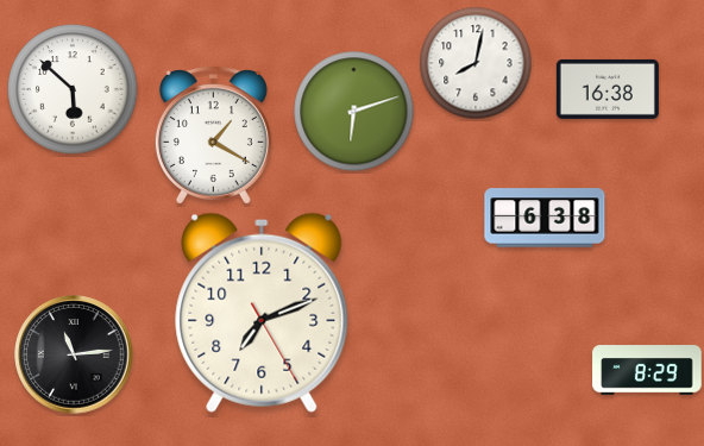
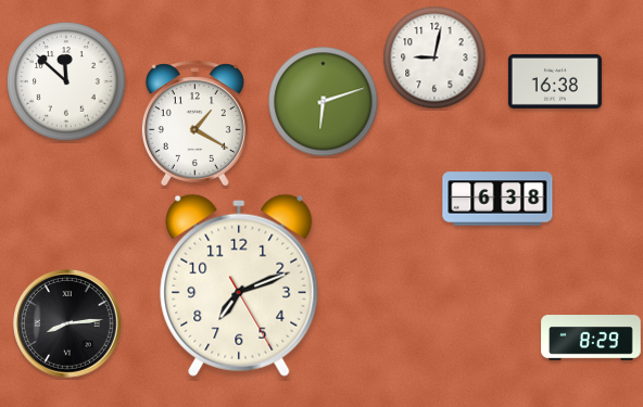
clock at (476, 63): 8:02 -> 9:02
clock at (73, 89): 5:52 -> 11:52
clock at (74, 354): 11:14 -> 8:14
